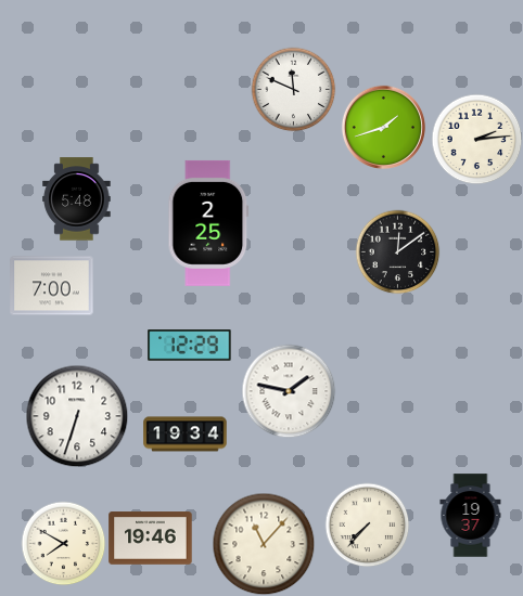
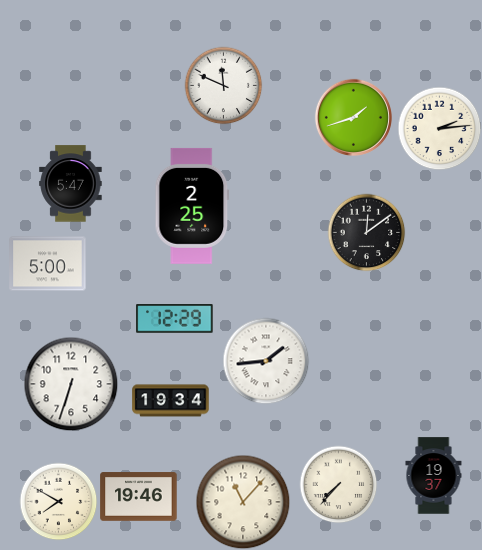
clock at (293, 89) position: (293, 89) -> (223, 85)
clock at (77, 199): 5:48 -> 5:47
clock at (52, 286): 7:00 -> 5:00
clock at (289, 391): 1:47 -> 1:44
